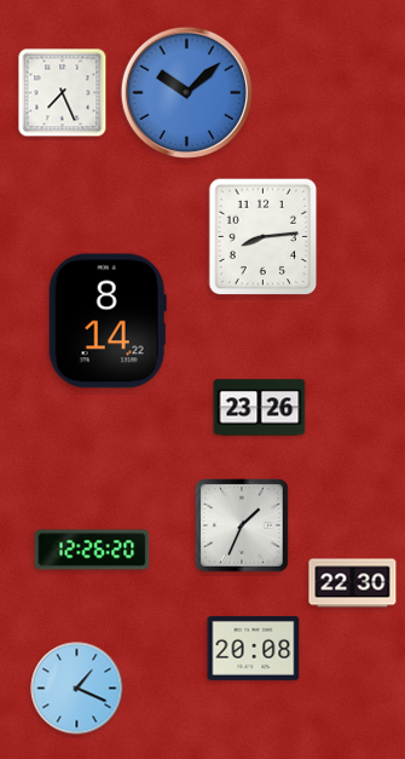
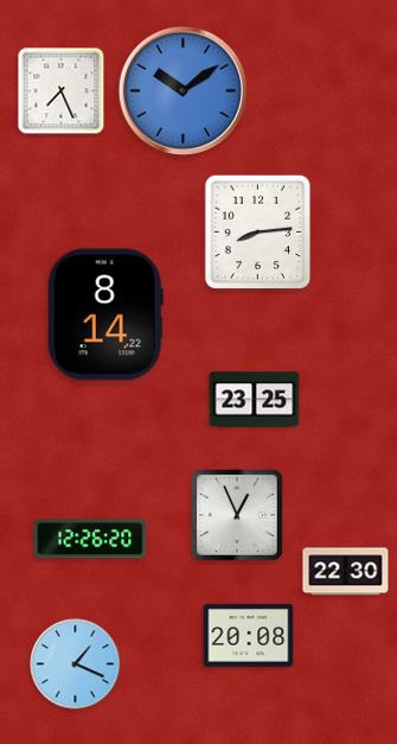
clock at (186, 92): 10:08 -> 10:09
clock at (260, 408): 23:26 -> 23:25
clock at (242, 525): 1:34 -> 12:56
clock at (77, 689) position: (77, 689) -> (76, 664)
